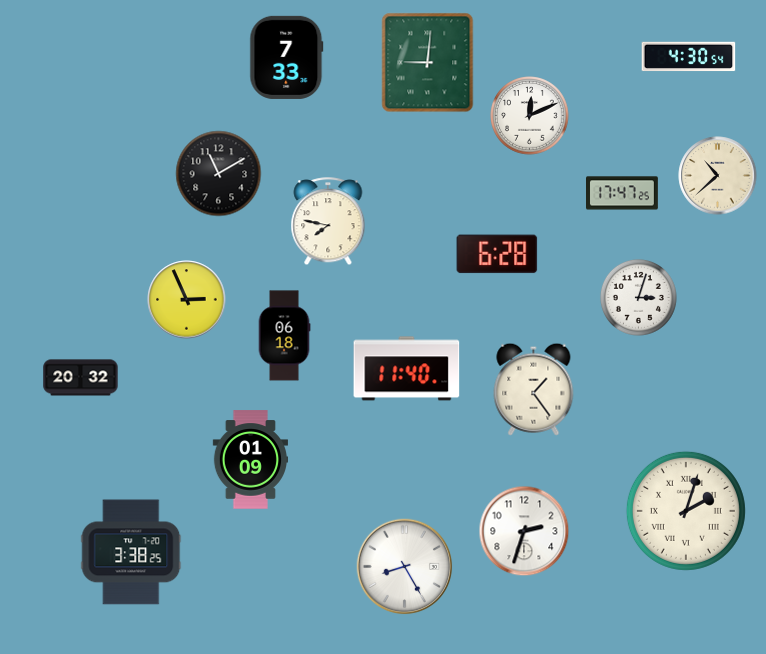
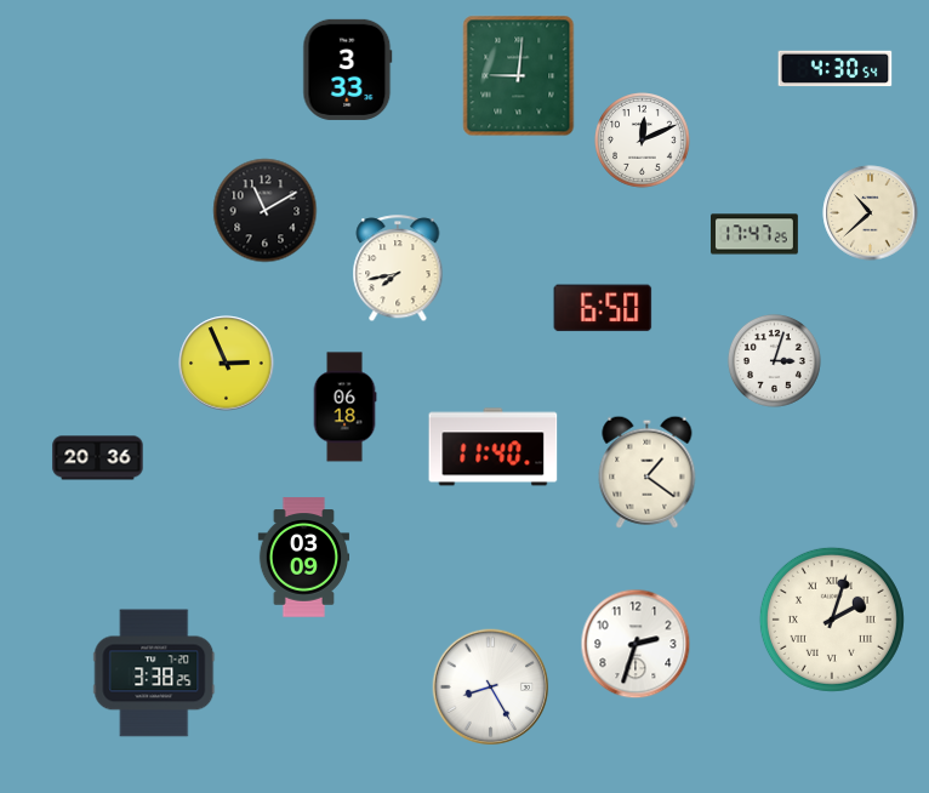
clock at (287, 57): 7:33 -> 3:33
clock at (328, 222): 7:47 -> 7:43
clock at (497, 254): 6:28 -> 6:50
clock at (81, 378): 20:32 -> 20:36
clock at (534, 389): 1:24 -> 1:21
clock at (250, 460): 01:09 -> 03:09
clock at (131, 552) position: (131, 552) -> (154, 673)
